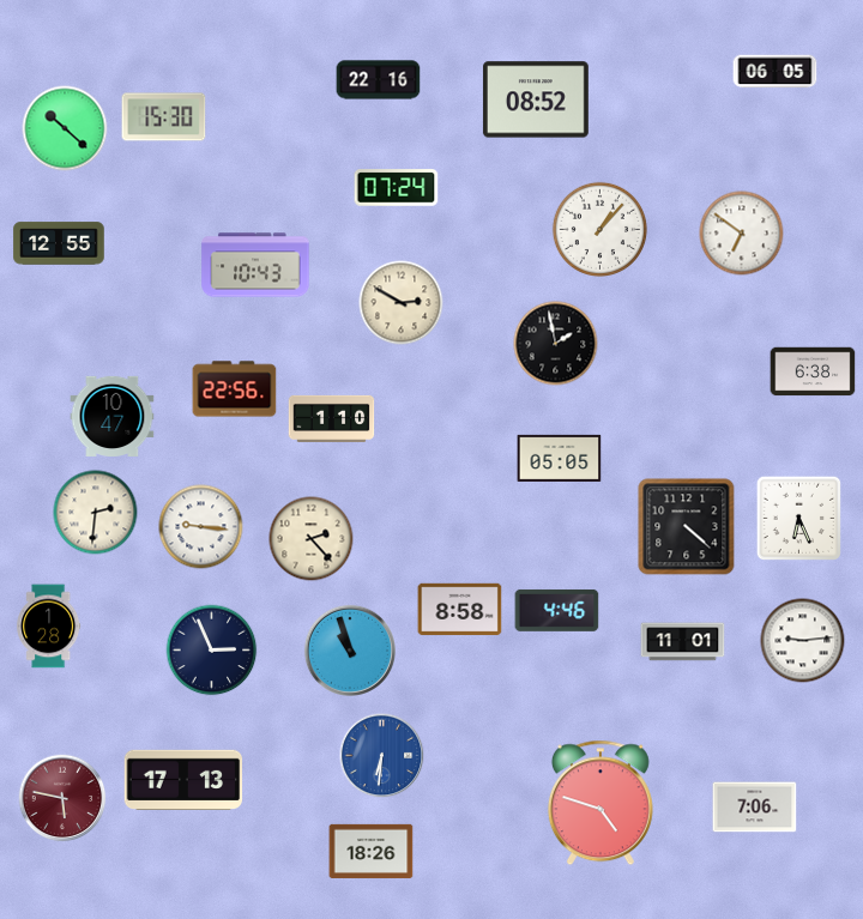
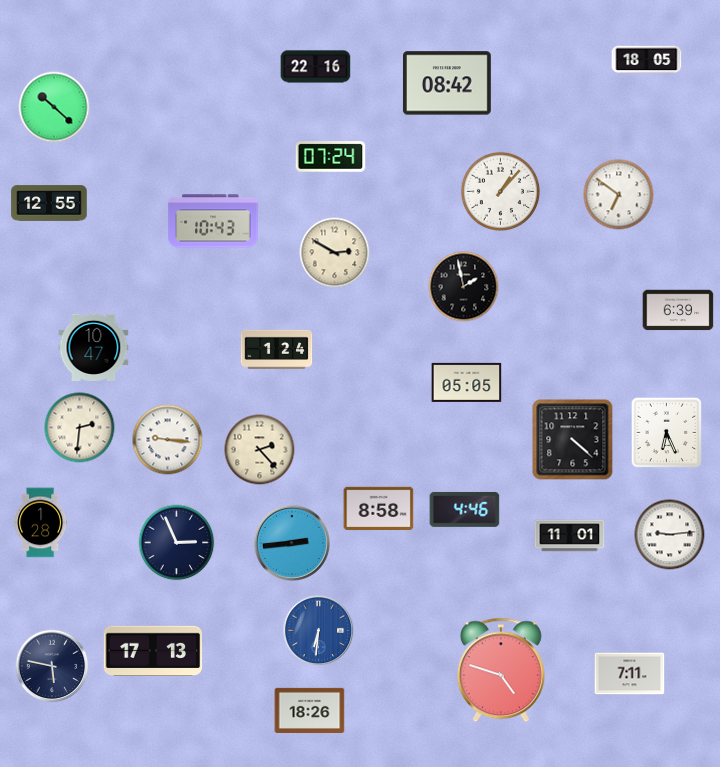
clock at (776, 72): 06:05 -> 18:05
clock at (536, 99): 08:52 -> 08:42
clock at (164, 117): 15:30 -> none
clock at (813, 371): 6:38 -> 6:39
clock at (235, 389): 22:56 -> none
clock at (332, 418): 1:10 -> 1:24
clock at (460, 610) position: (460, 610) -> (379, 509)
clock at (350, 651): 10:57 -> 2:44
clock at (62, 798) dial: burgundy -> navy
clock at (755, 808): 7:06 -> 7:11
